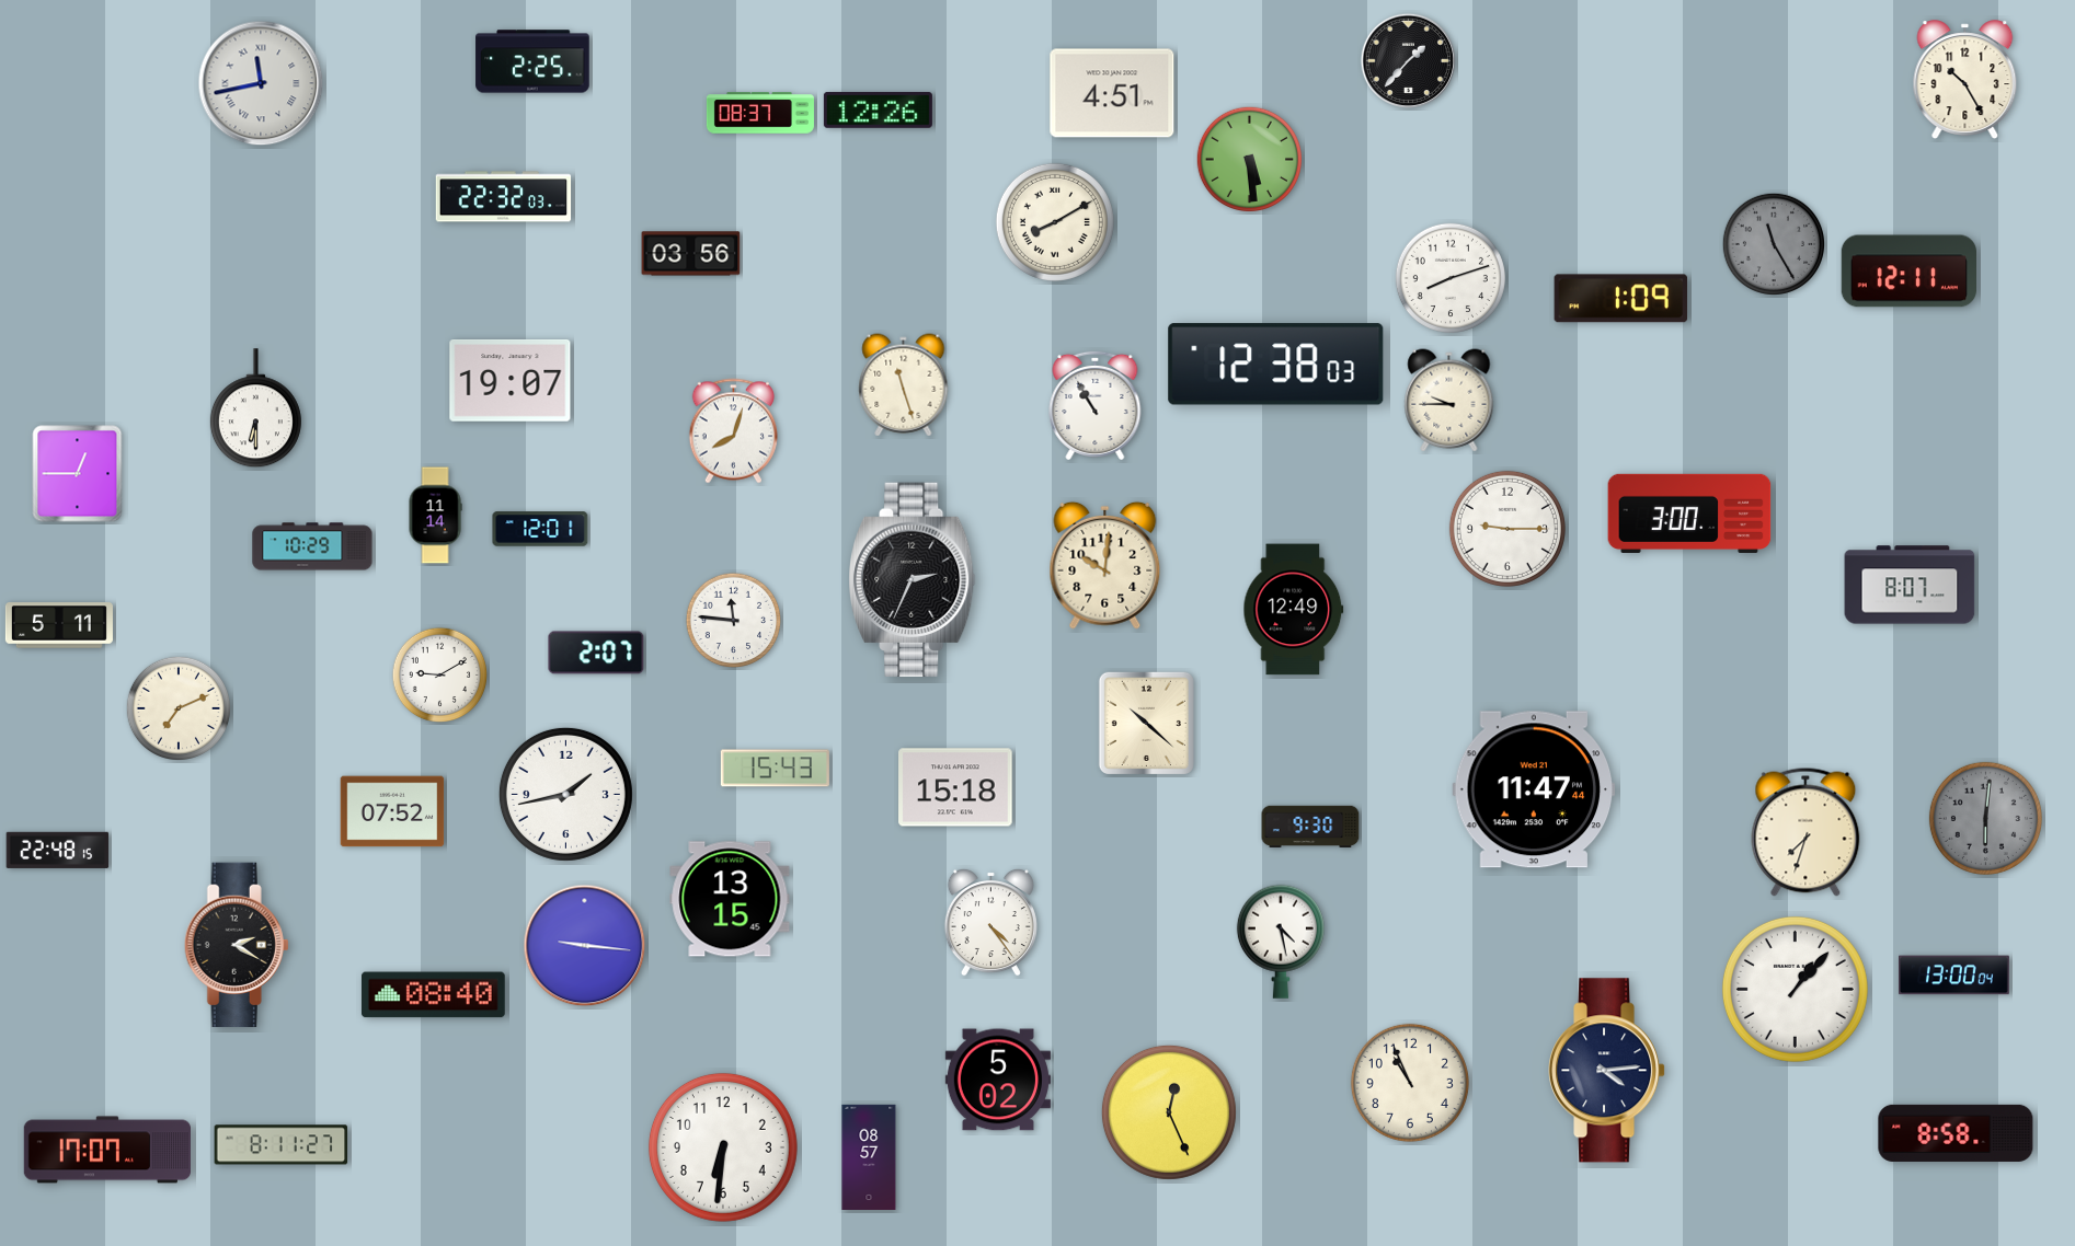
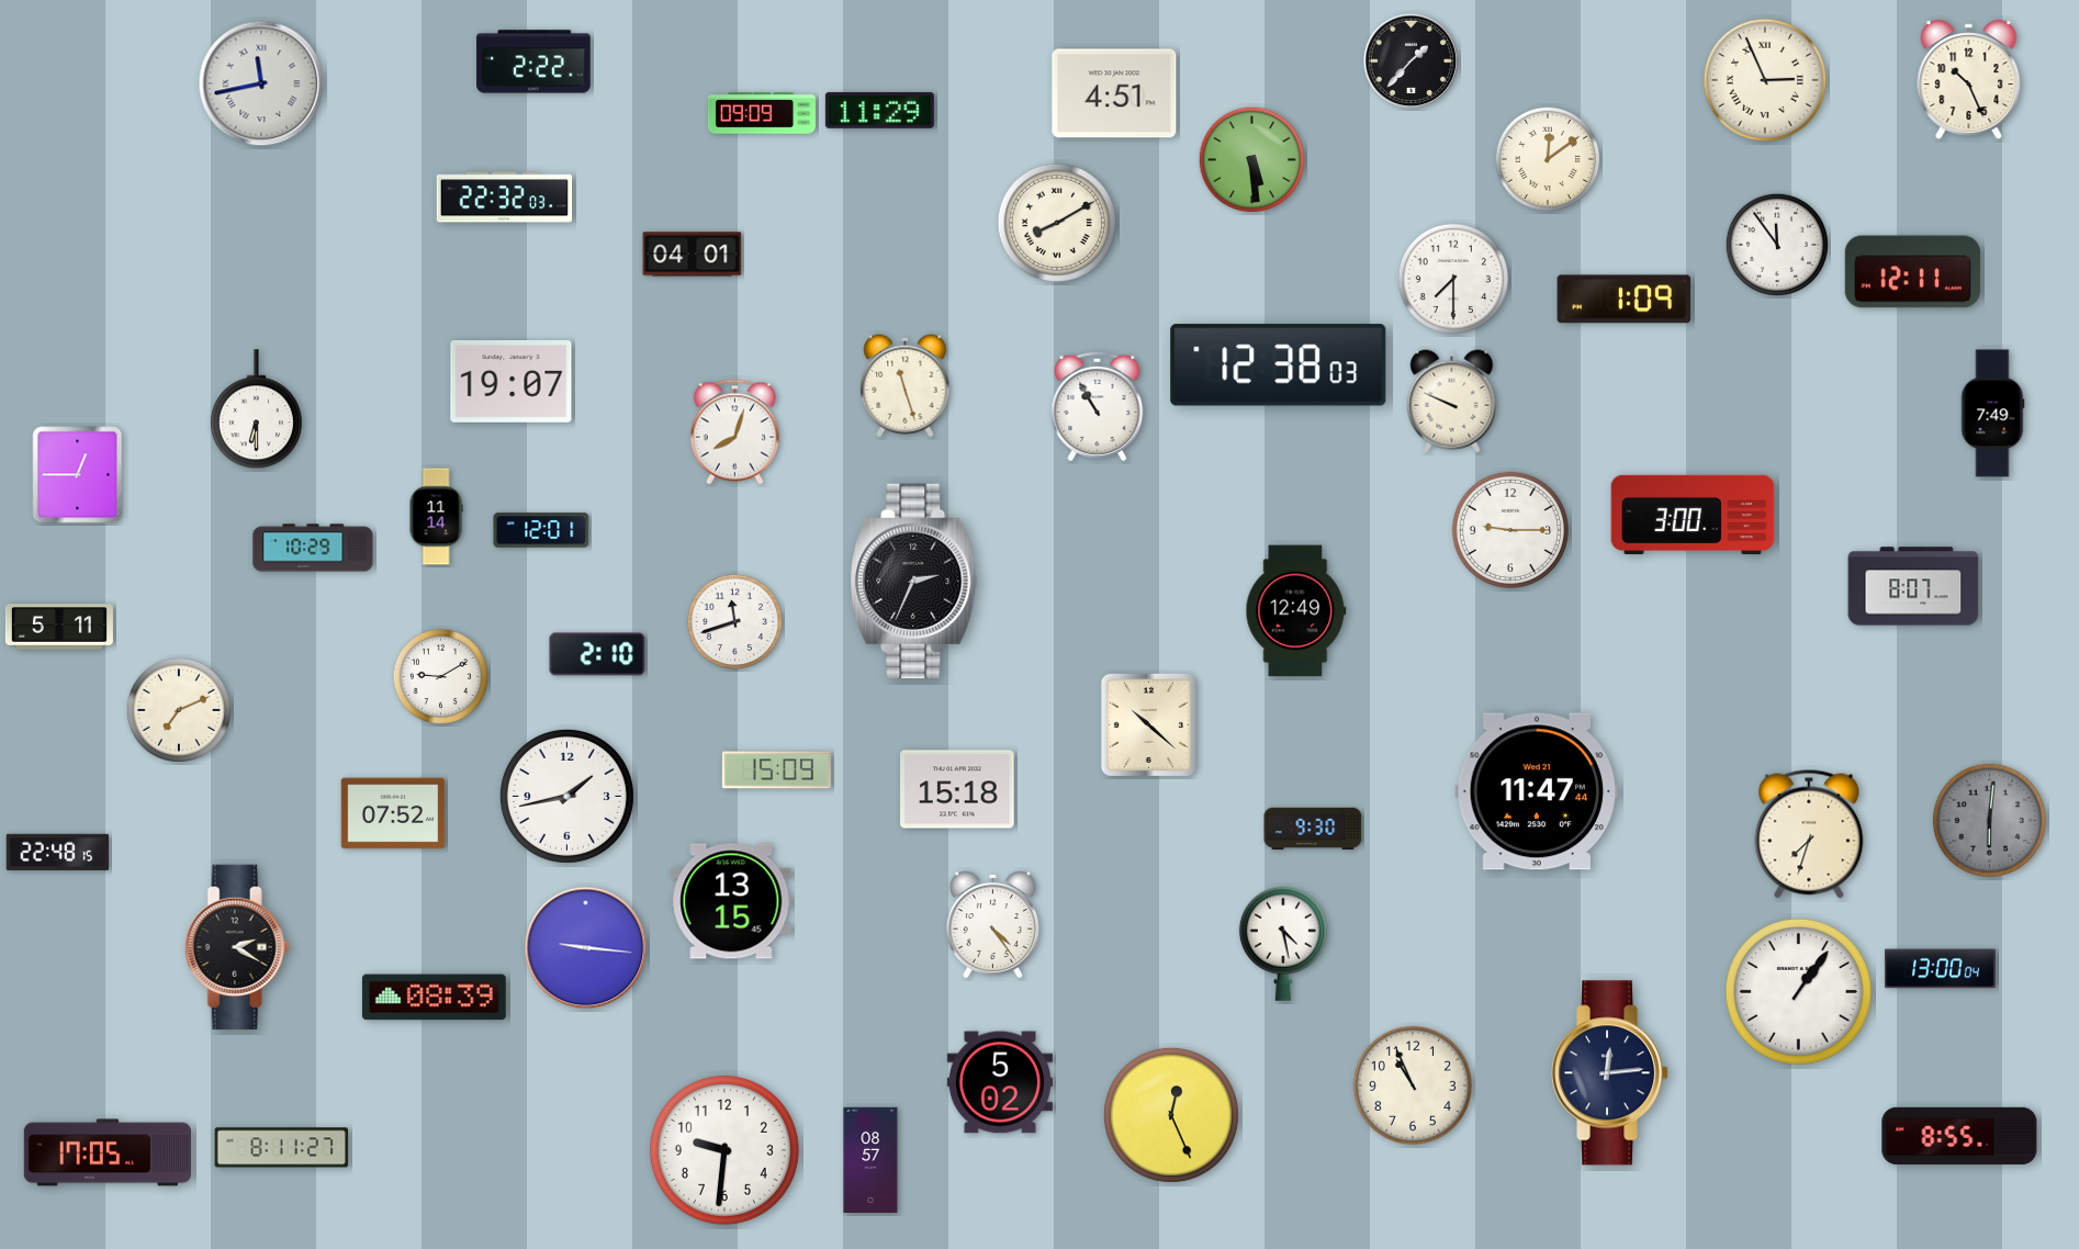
clock at (532, 61): 2:25 -> 2:22
clock at (1965, 79): 10:25 -> 10:26
clock at (1765, 80): none -> 2:56
clock at (878, 109): 12:26 -> 11:29
clock at (760, 113): 08:37 -> 09:09
clock at (1547, 158): none -> 12:09
clock at (1773, 243): 11:25 -> 11:54
clock at (1773, 243) dial: grey -> white
clock at (691, 254): 03:56 -> 04:01
clock at (1451, 278): 8:12 -> 7:30
clock at (1449, 401): 9:45 -> 9:49
clock at (1992, 414): none -> 7:49
clock at (1105, 565): 10:01 -> none
clock at (734, 621): 11:46 -> 11:42
clock at (596, 653): 2:07 -> 2:10
clock at (775, 769): 15:43 -> 15:09
clock at (1953, 976) position: (1953, 976) -> (1940, 969)
clock at (1795, 989): 1:07 -> 1:06
clock at (433, 995): 08:40 -> 08:39
clock at (1608, 1071): 4:14 -> 12:14
clock at (1956, 1133): 8:58 -> 8:55
clock at (723, 1147): 6:31 -> 9:31
clock at (106, 1150): 17:07 -> 17:05
